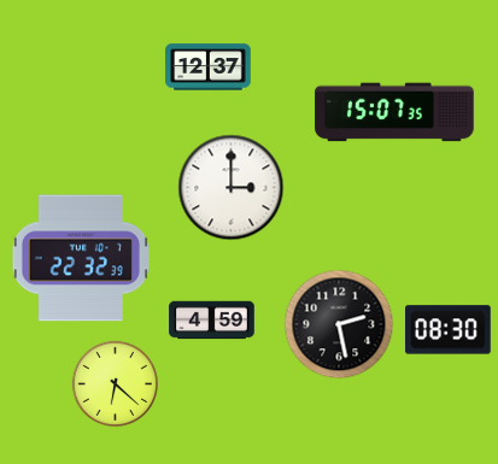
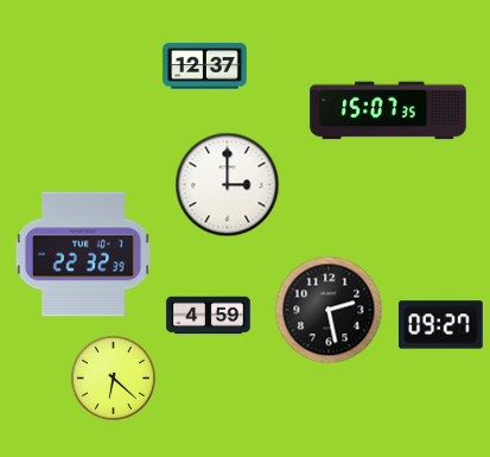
clock at (81, 258) position: (81, 258) -> (83, 254)
clock at (339, 324) position: (339, 324) -> (329, 310)
clock at (449, 330): 08:30 -> 09:27
